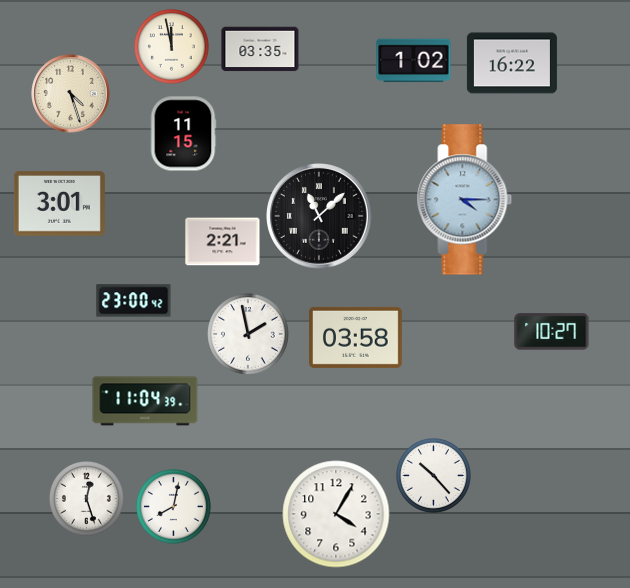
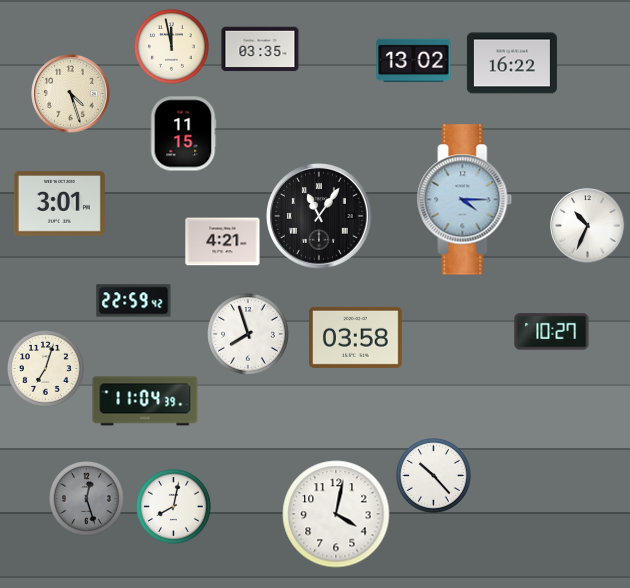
clock at (414, 61): 1:02 -> 13:02
clock at (320, 217): 11:08 -> 11:06
clock at (588, 226): none -> 10:34
clock at (223, 242): 2:21 -> 4:21
clock at (134, 301): 23:00 -> 22:59
clock at (248, 334): 1:58 -> 7:57
clock at (46, 369): none -> 7:03
clock at (87, 499) dial: white -> grey
clock at (336, 514): 4:05 -> 4:02
